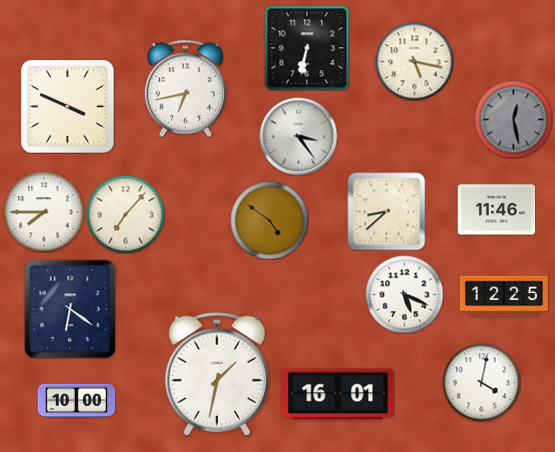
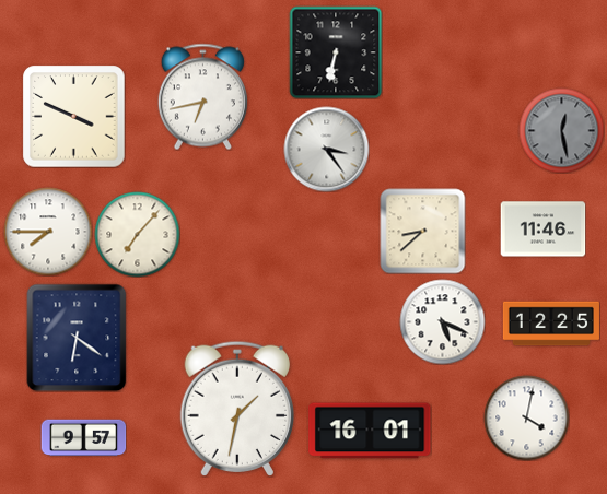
clock at (414, 61): 5:17 -> none
clock at (269, 220): 4:51 -> none
clock at (76, 401): 10:00 -> 9:57
